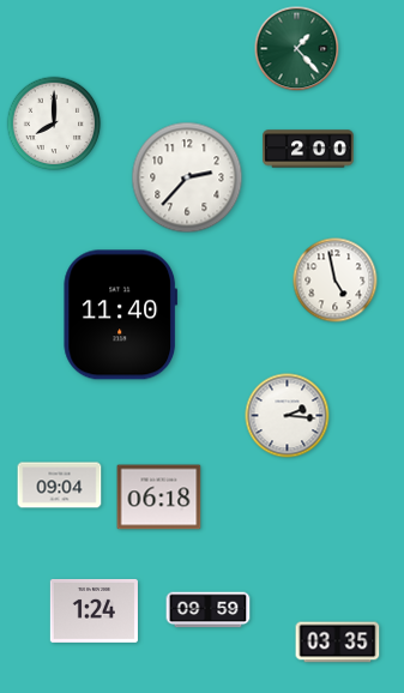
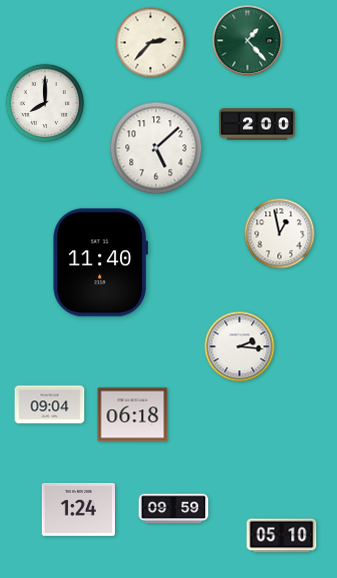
clock at (151, 43): none -> 2:37
clock at (187, 177): 2:37 -> 5:08
clock at (336, 281): 4:58 -> 12:58
clock at (338, 643): 03:35 -> 05:10
